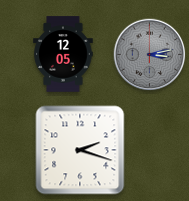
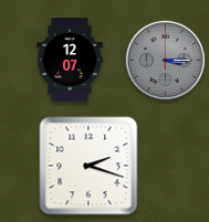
clock at (63, 54): 12:05 -> 12:07
clock at (150, 55): 3:13 -> 3:15
